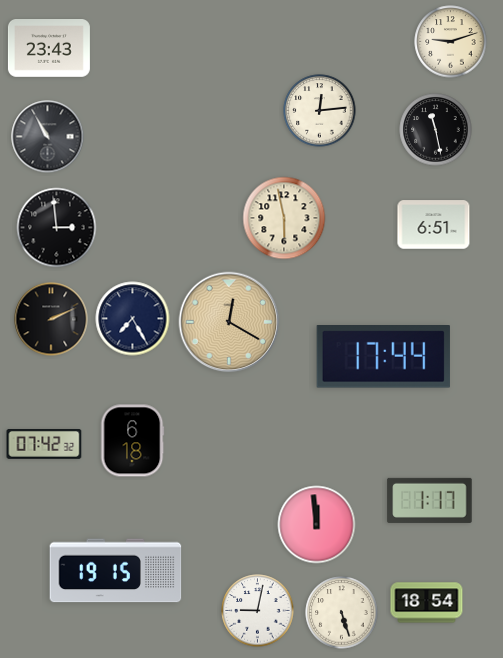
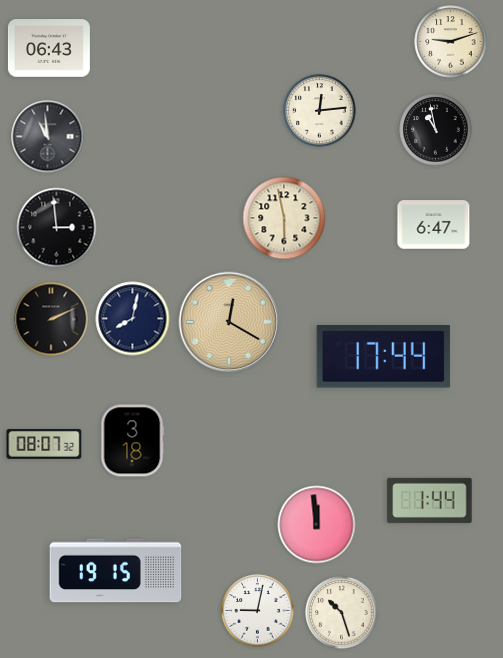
clock at (49, 49): 23:43 -> 06:43
clock at (436, 130): 11:28 -> 10:58
clock at (48, 137): 10:55 -> 10:59
clock at (434, 225): 6:51 -> 6:47
clock at (133, 319): 7:25 -> 8:02
clock at (132, 441): 6:18 -> 3:18
clock at (44, 445): 07:42 -> 08:07
clock at (430, 500): 1:17 -> 1:44
clock at (427, 603): 18:54 -> none
clock at (342, 613): 5:27 -> 10:27
